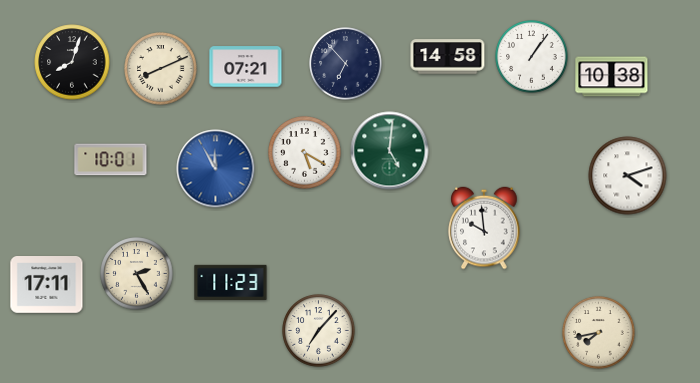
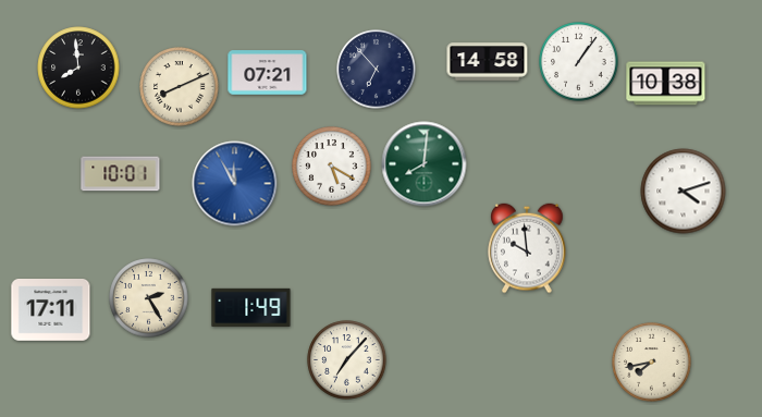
clock at (72, 62): 8:03 -> 7:59
clock at (161, 69) position: (161, 69) -> (180, 87)
clock at (390, 151): 5:01 -> 8:01
clock at (231, 282): 11:23 -> 1:49
